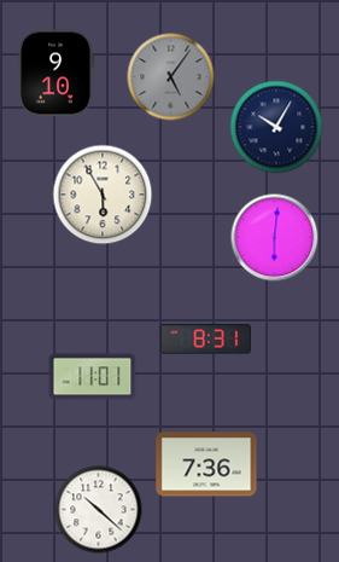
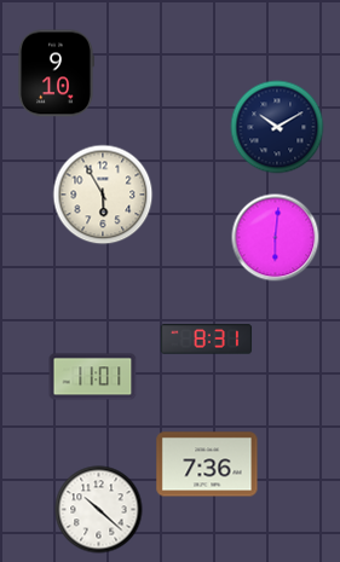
clock at (171, 77): 5:06 -> none
clock at (276, 127): 10:05 -> 10:10
